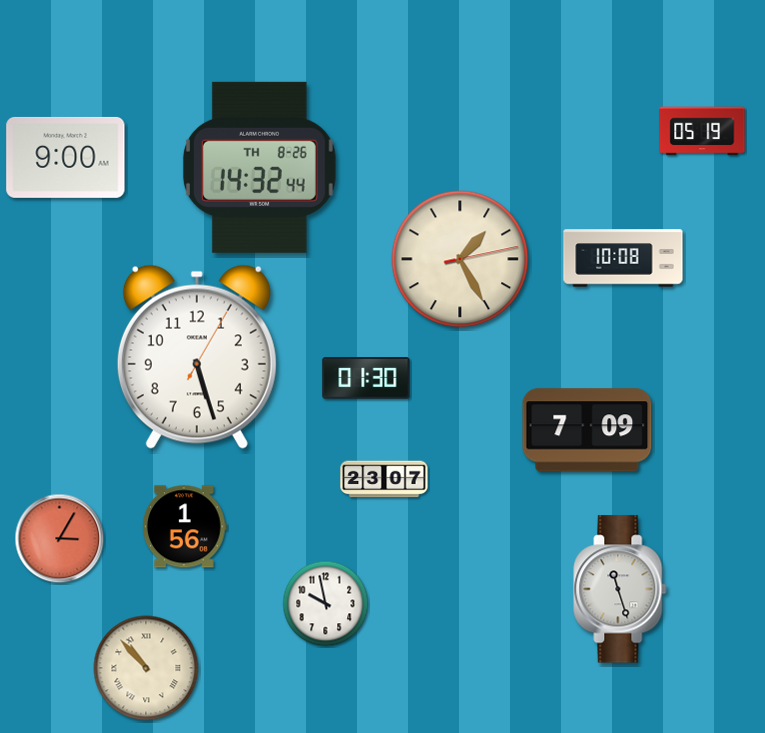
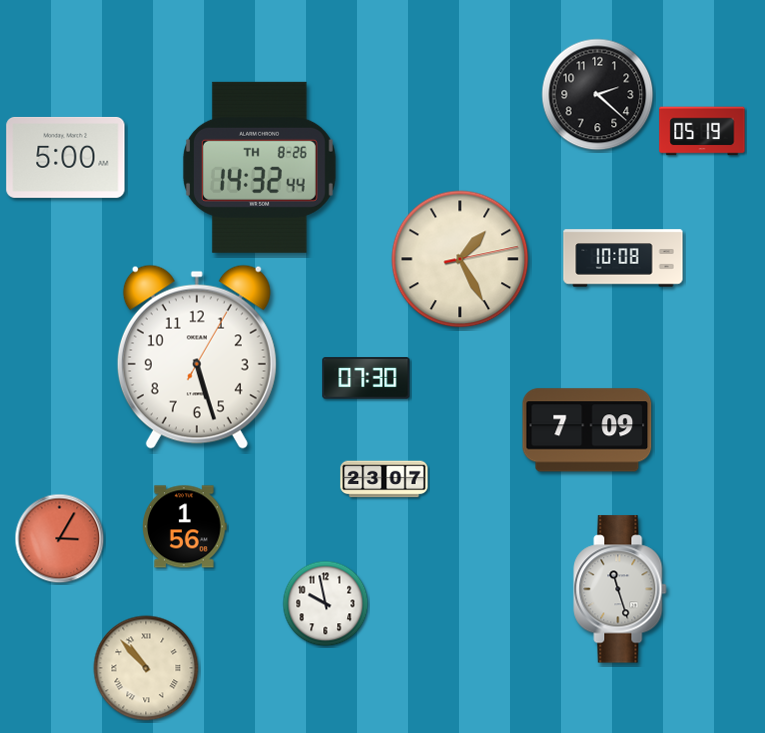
clock at (598, 95): none -> 2:22
clock at (66, 157): 9:00 -> 5:00
clock at (366, 378): 01:30 -> 07:30
